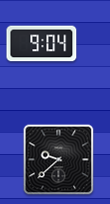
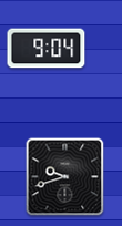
clock at (59, 160): 9:38 -> 9:42
